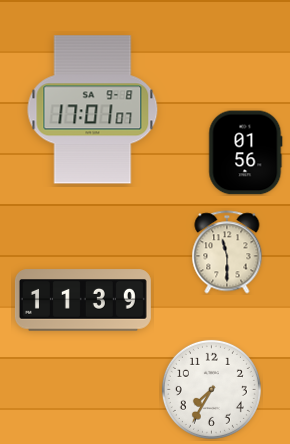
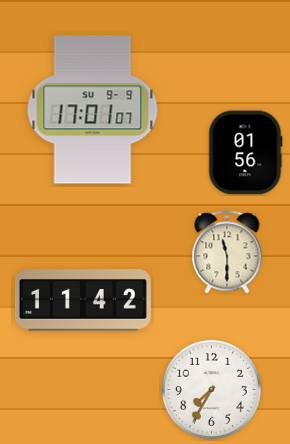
clock at (93, 110) date: SA 9-8 -> SU 9-9
clock at (83, 300): 11:39 -> 11:42
